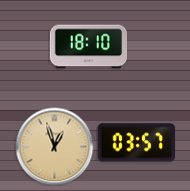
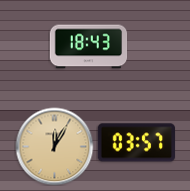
clock at (88, 47): 18:10 -> 18:43
clock at (54, 146): 12:57 -> 12:05
